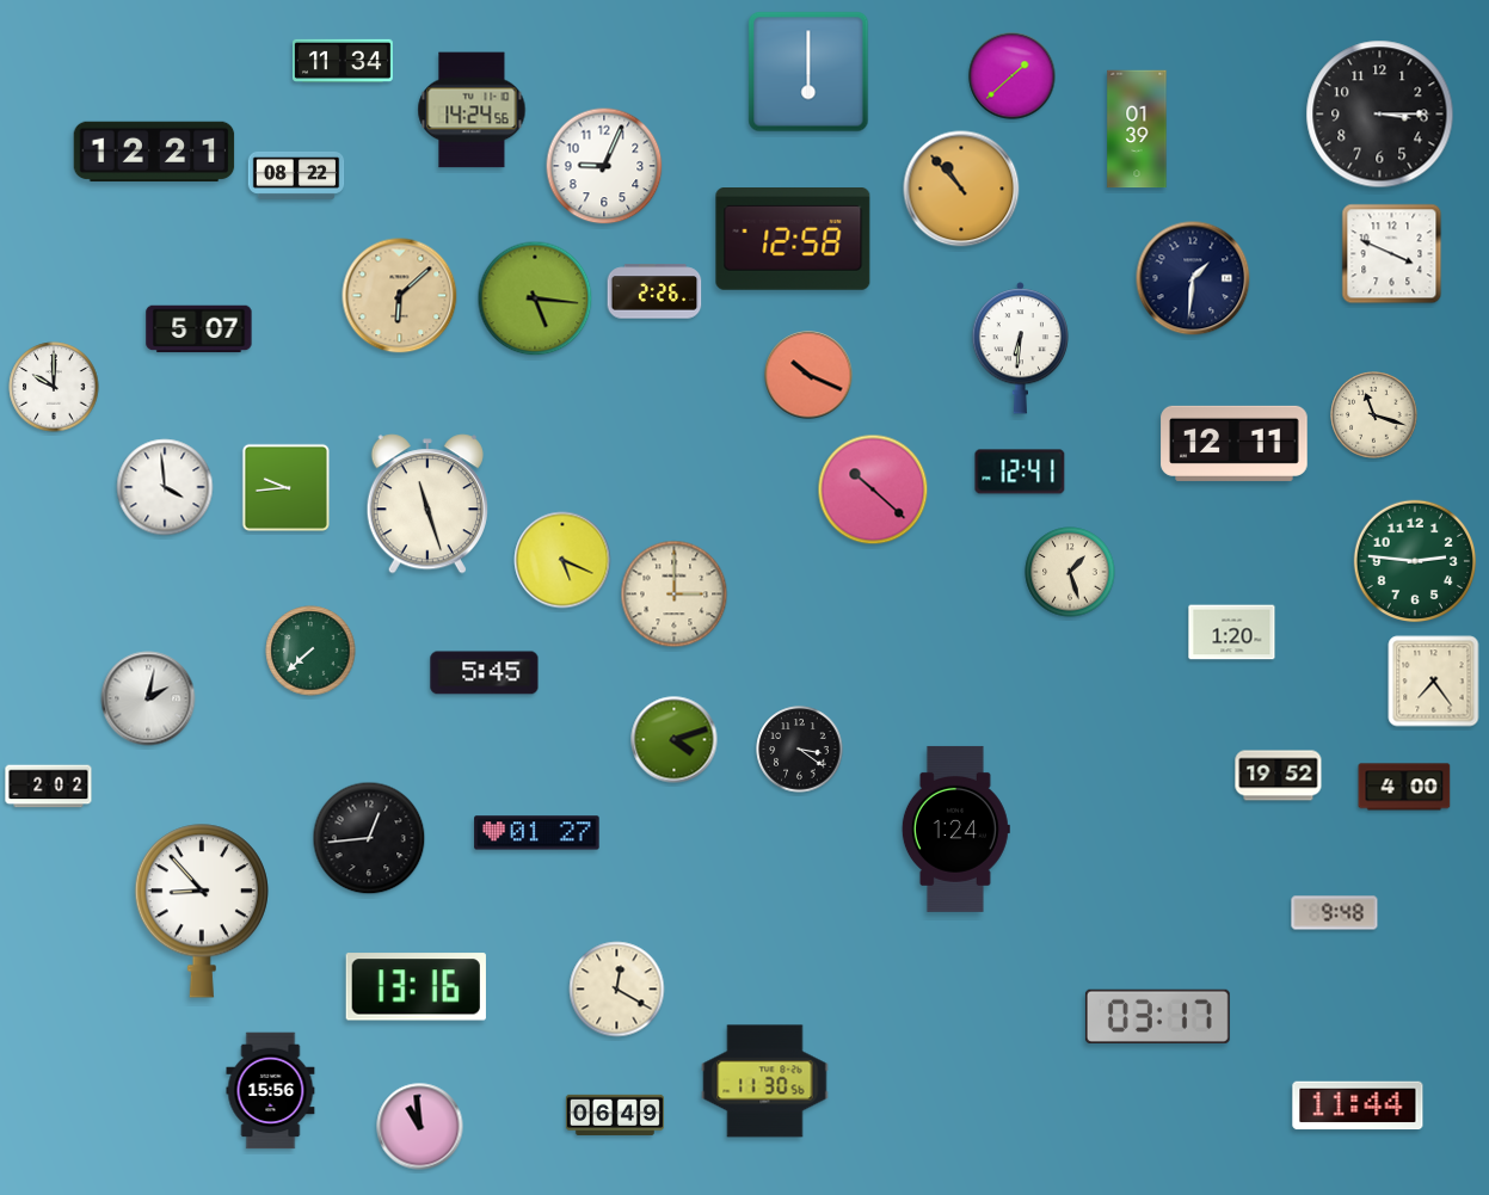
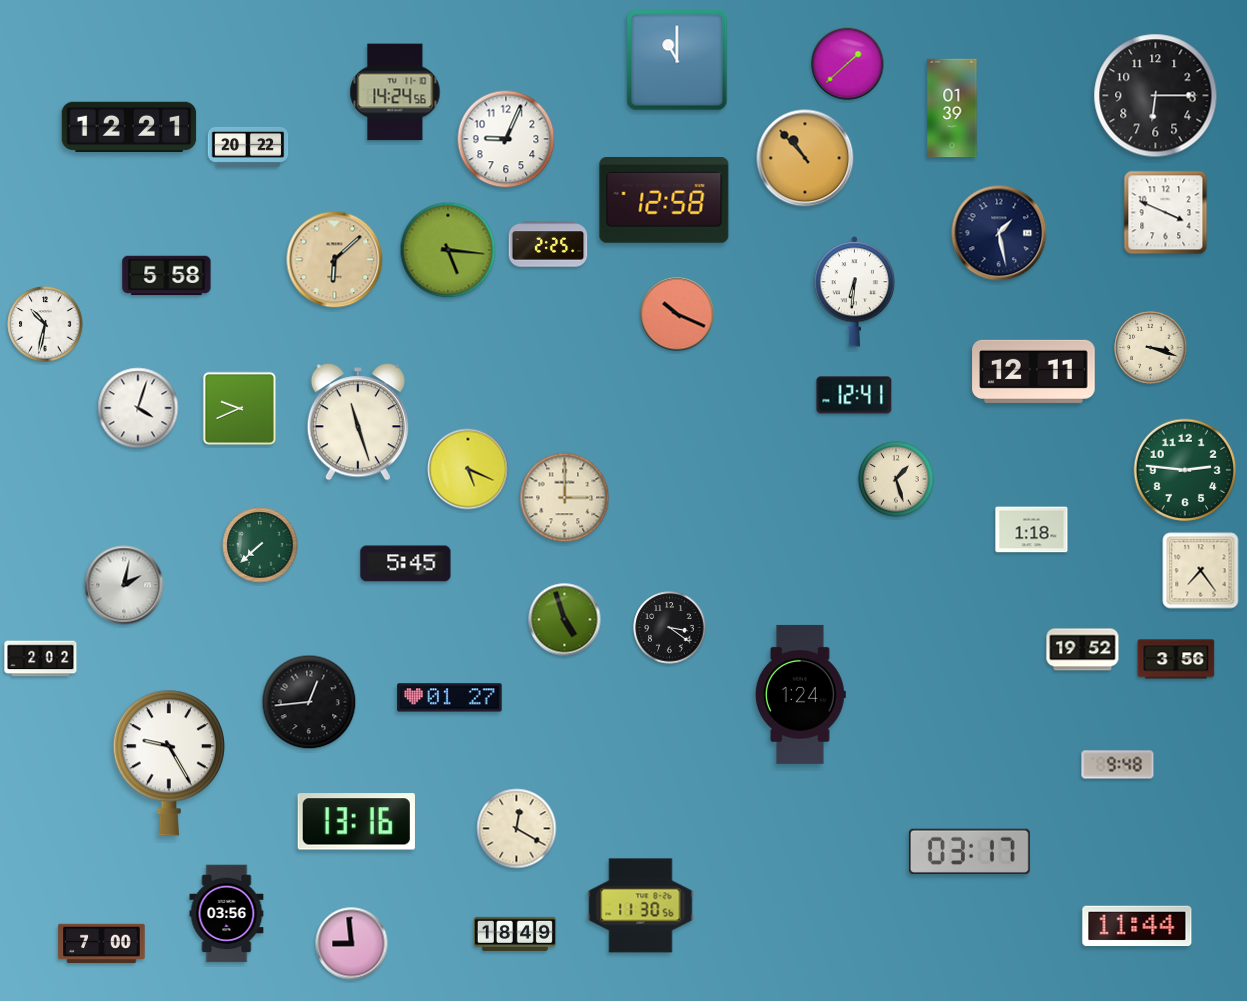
clock at (343, 61): 11:34 -> none
clock at (808, 72): 6:00 -> 11:00
clock at (1380, 115): 3:15 -> 6:15
clock at (296, 175): 08:22 -> 20:22
clock at (1193, 278): 1:31 -> 1:28
clock at (654, 291): 2:26 -> 2:25
clock at (400, 296) position: (400, 296) -> (335, 260)
clock at (199, 329): 5:07 -> 5:58
clock at (54, 387): 10:00 -> 10:32
clock at (1374, 415): 11:18 -> 3:18
clock at (165, 487): 3:59 -> 4:03
clock at (285, 487): 9:44 -> 9:41
clock at (873, 489): 10:22 -> none
clock at (562, 560) position: (562, 560) -> (468, 469)
clock at (1232, 633): 1:20 -> 1:18
clock at (675, 740): 4:12 -> 4:57
clock at (1279, 776) position: (1279, 776) -> (1083, 650)
clock at (1404, 787): 4:00 -> 3:56
clock at (202, 911): 8:53 -> 9:25
clock at (416, 987) position: (416, 987) -> (356, 822)
clock at (271, 1091): 15:56 -> 03:56
clock at (615, 1115): 06:49 -> 18:49
clock at (102, 944): none -> 7:00
clock at (420, 1127): 10:59 -> 8:59
